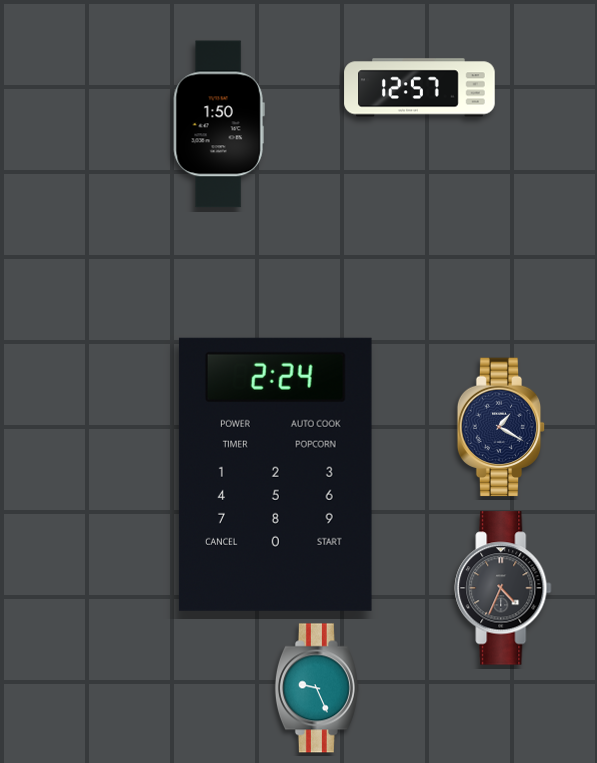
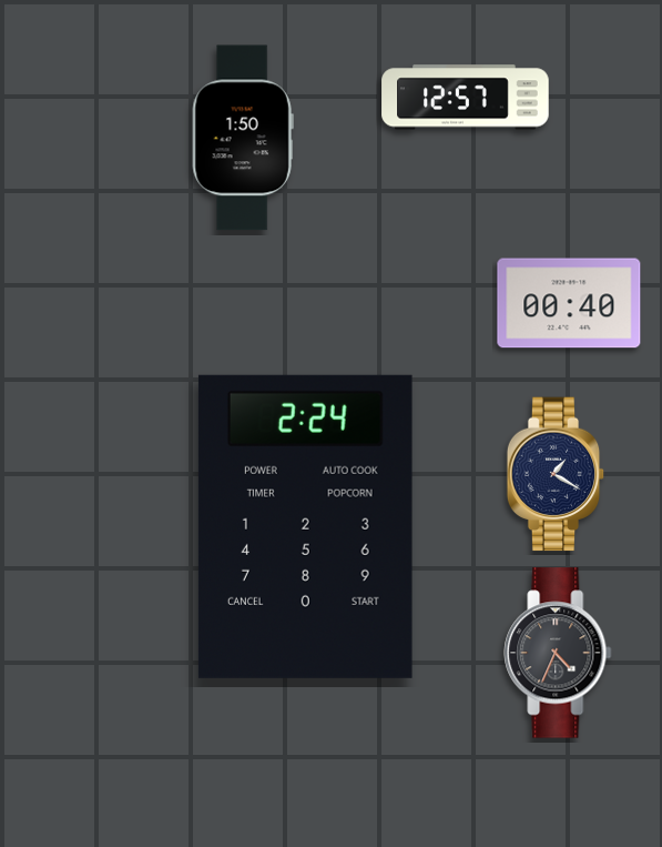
clock at (569, 303): none -> 00:40
clock at (317, 688): 9:26 -> none
